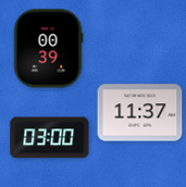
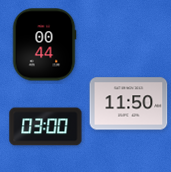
clock at (48, 49): 00:39 -> 00:44
clock at (140, 113): 11:37 -> 11:50
